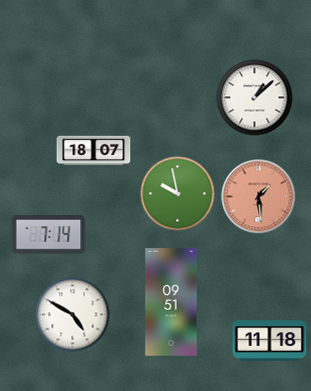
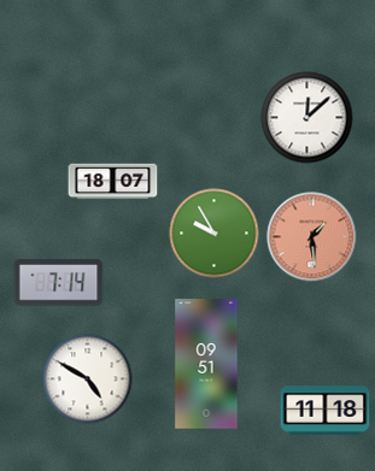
clock at (255, 98): 1:08 -> 12:08
clock at (178, 194): 9:58 -> 9:55
